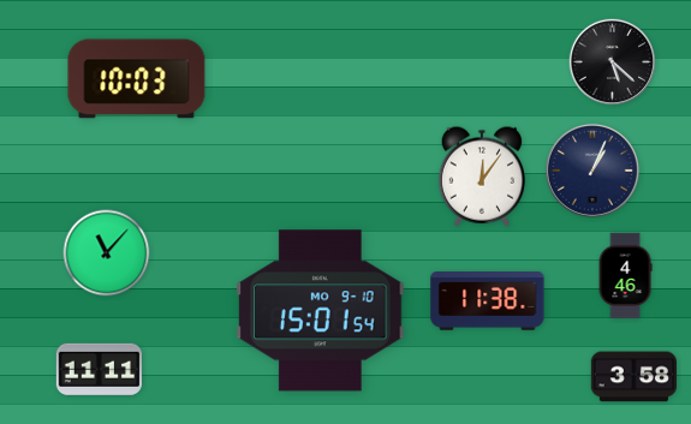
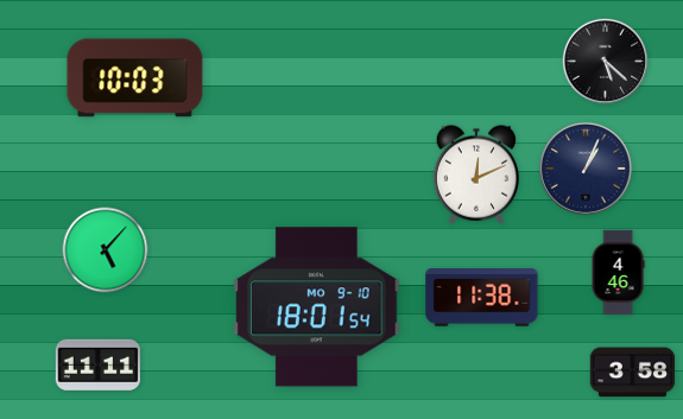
clock at (481, 177): 12:06 -> 12:11
clock at (107, 253): 11:07 -> 5:07
clock at (321, 311): 15:01 -> 18:01
clock at (633, 377) position: (633, 377) -> (632, 373)
